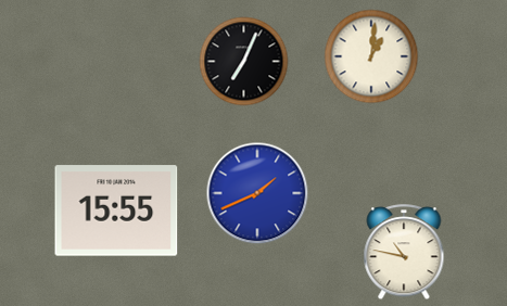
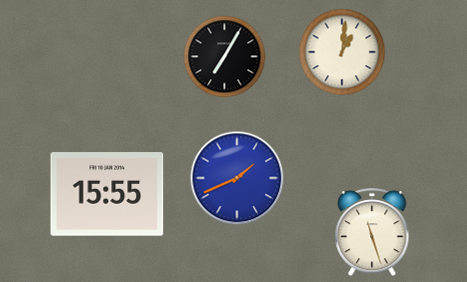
clock at (244, 62): 7:04 -> 7:05
clock at (404, 253): 10:47 -> 11:27
